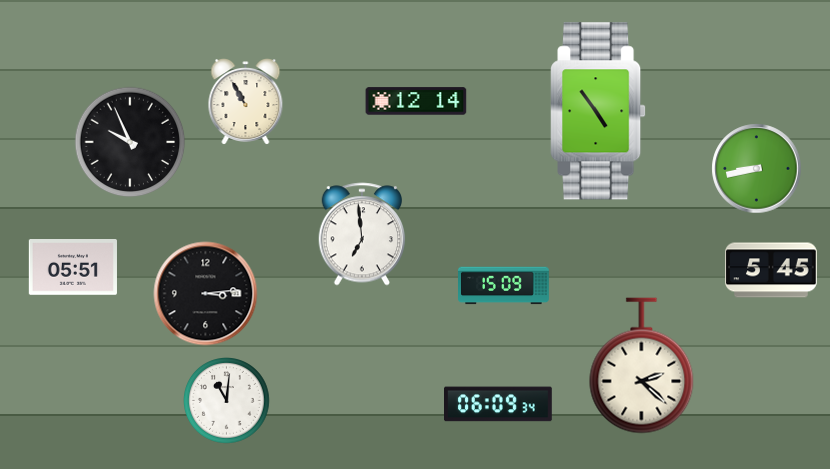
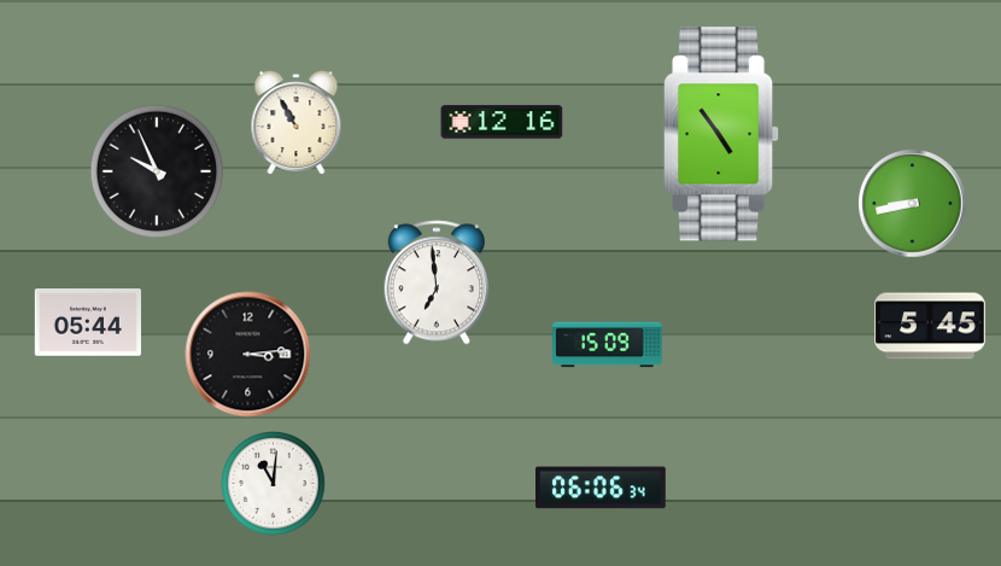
clock at (416, 101): 12:14 -> 12:16
clock at (73, 268): 05:51 -> 05:44
clock at (642, 366): 2:22 -> none
clock at (499, 404): 06:09 -> 06:06
